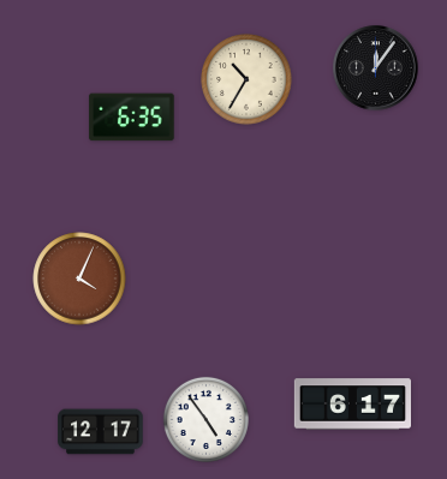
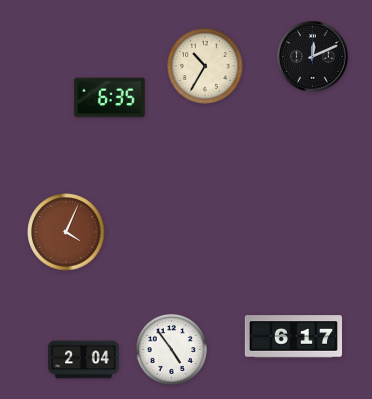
clock at (376, 68): 12:06 -> 12:11
clock at (101, 432): 12:17 -> 2:04
